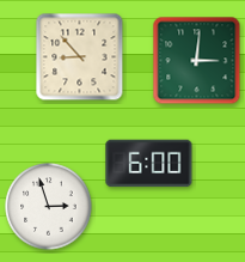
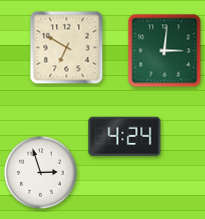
clock at (80, 57): 8:53 -> 6:50
clock at (149, 164): 6:00 -> 4:24
